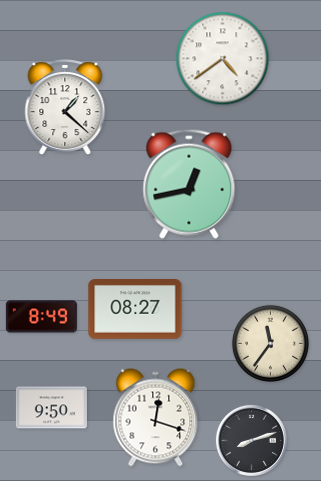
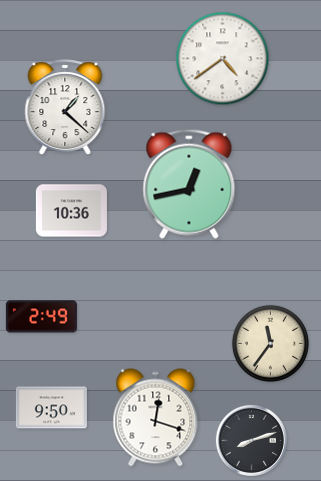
clock at (71, 211): none -> 10:36
clock at (135, 310): 08:27 -> none
clock at (41, 317): 8:49 -> 2:49
